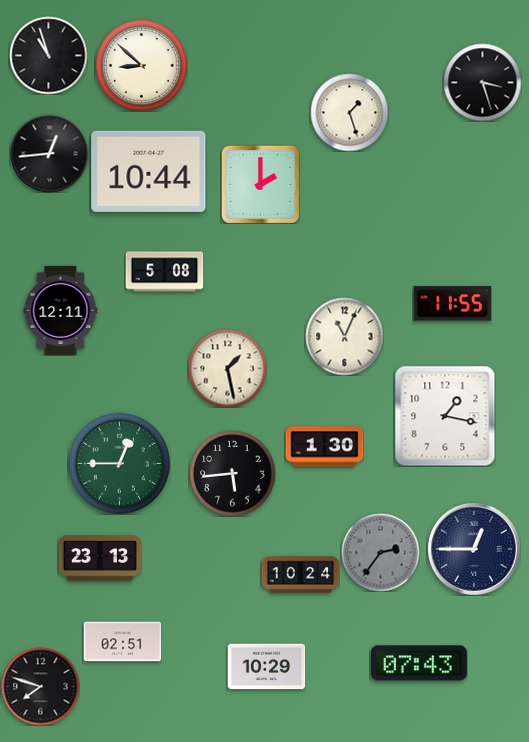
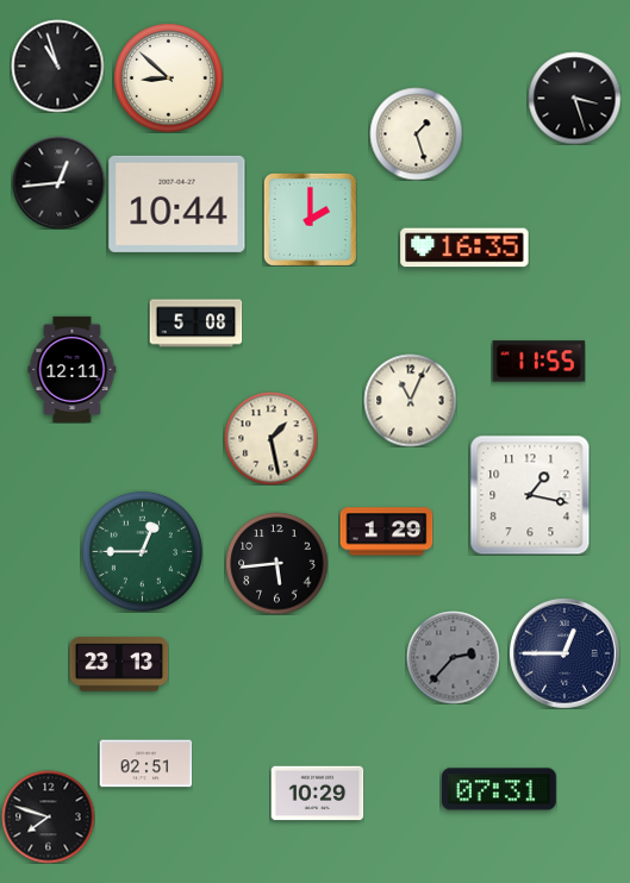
clock at (464, 248): none -> 16:35
clock at (324, 447): 1:30 -> 1:29
clock at (380, 552): 2:36 -> 2:37
clock at (300, 575): 10:24 -> none
clock at (419, 663): 07:43 -> 07:31
